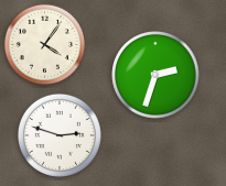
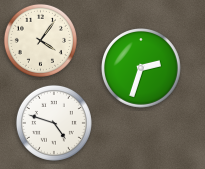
clock at (60, 135): 2:48 -> 4:48
